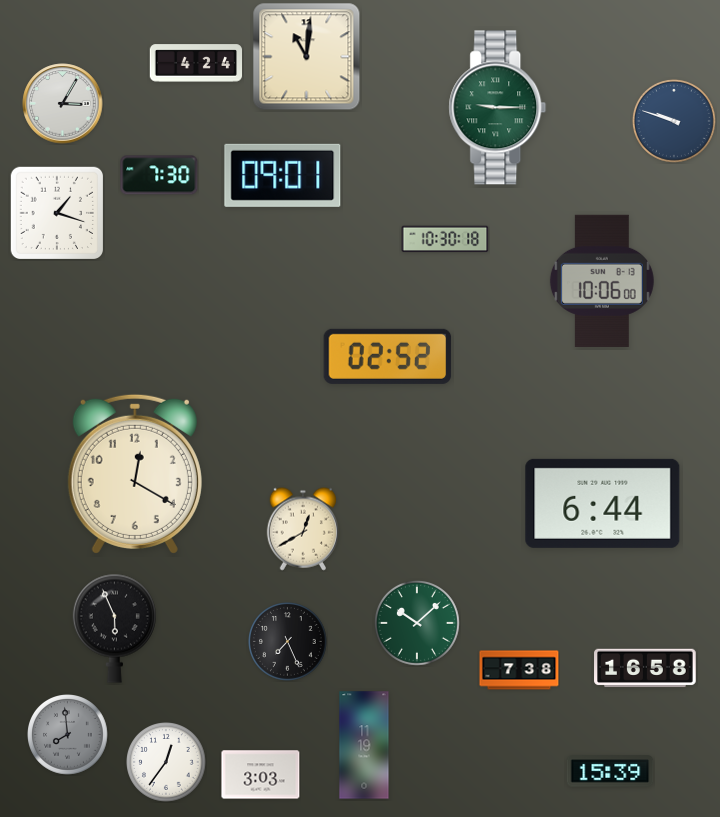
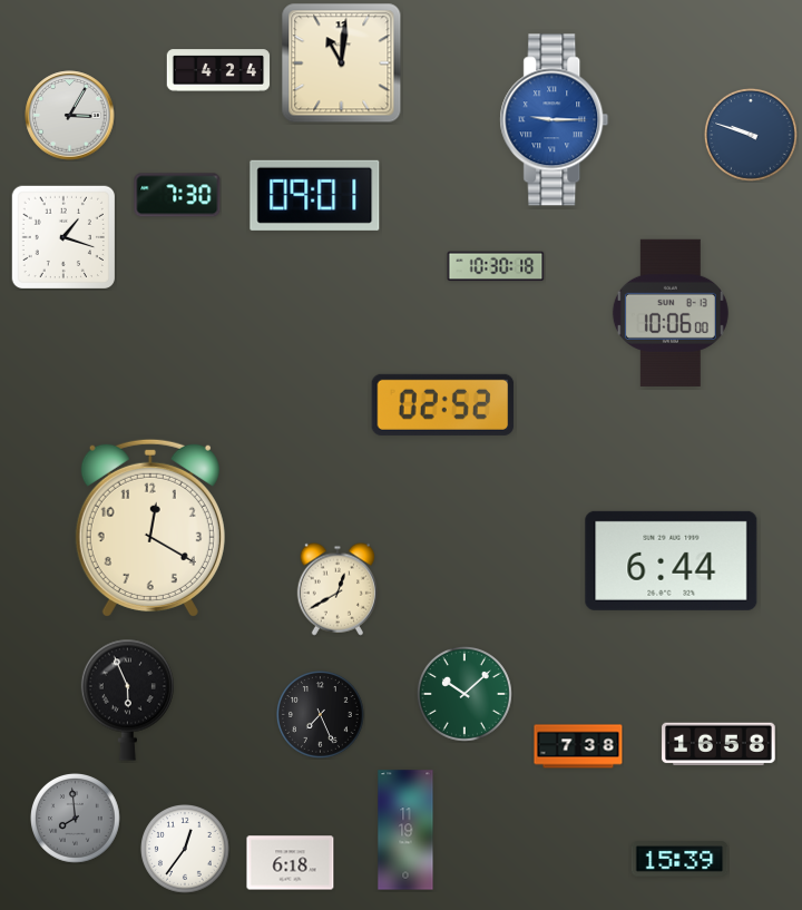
clock at (498, 108) dial: green -> blue
clock at (388, 356) position: (388, 356) -> (443, 404)
clock at (261, 775): 3:03 -> 6:18
